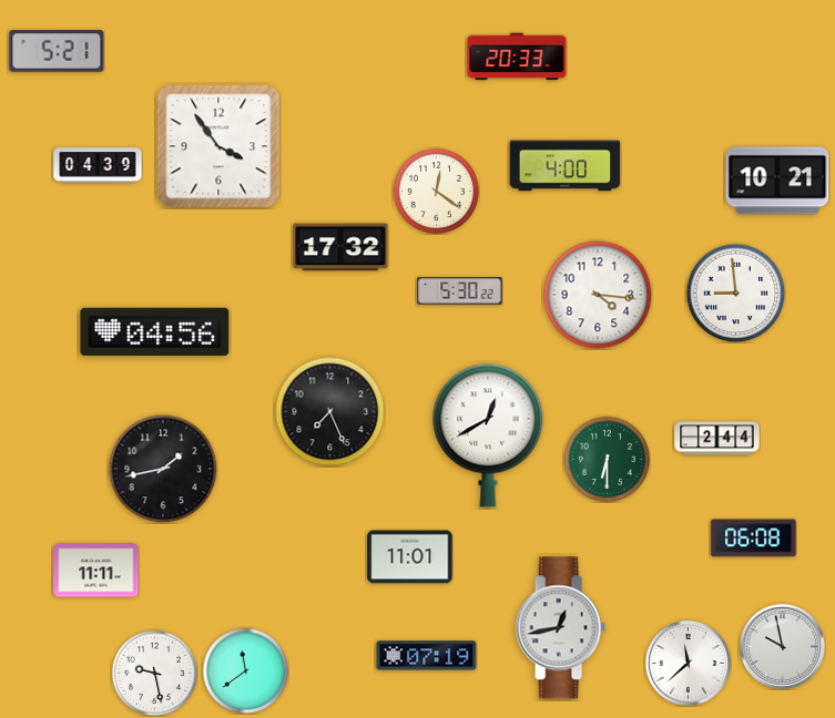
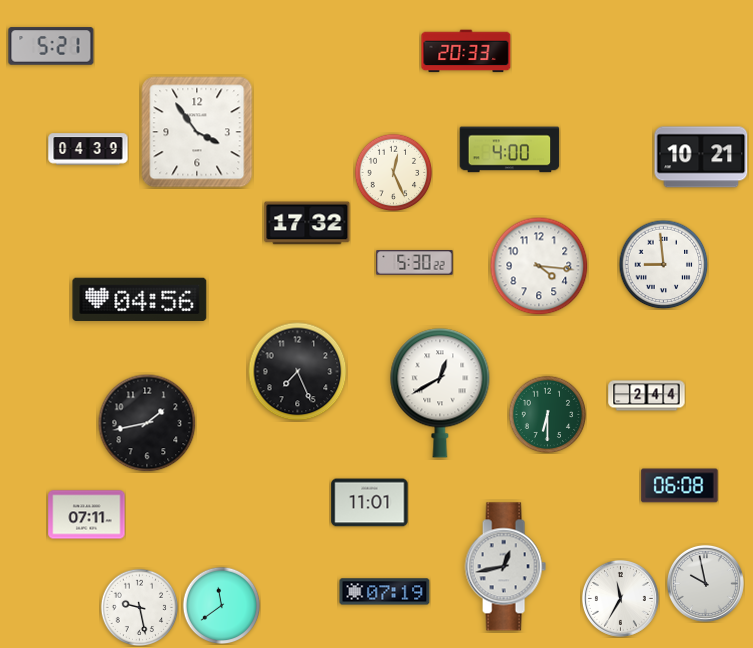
clock at (777, 181) position: (777, 181) -> (701, 157)
clock at (436, 191): 12:21 -> 12:26
clock at (96, 571): 11:11 -> 07:11
clock at (688, 663): 11:38 -> 11:35
